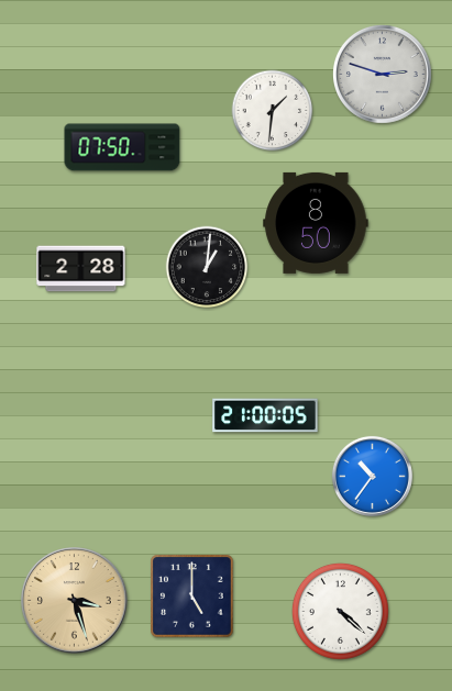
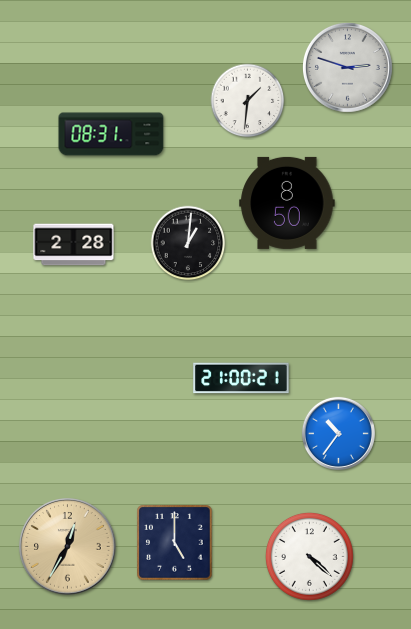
clock at (122, 147): 07:50 -> 08:31
clock at (265, 415): 21:00:05 -> 21:00:21
clock at (75, 601): 3:27 -> 12:35
